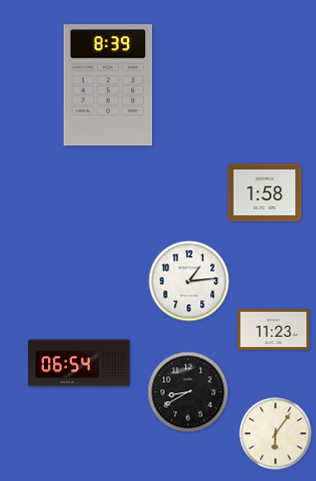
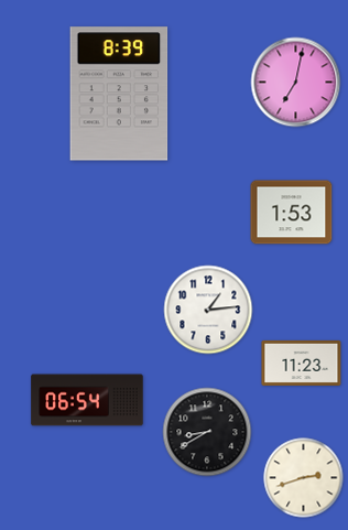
clock at (296, 83): none -> 7:02
clock at (265, 193): 1:58 -> 1:53
clock at (276, 434): 6:06 -> 2:42
